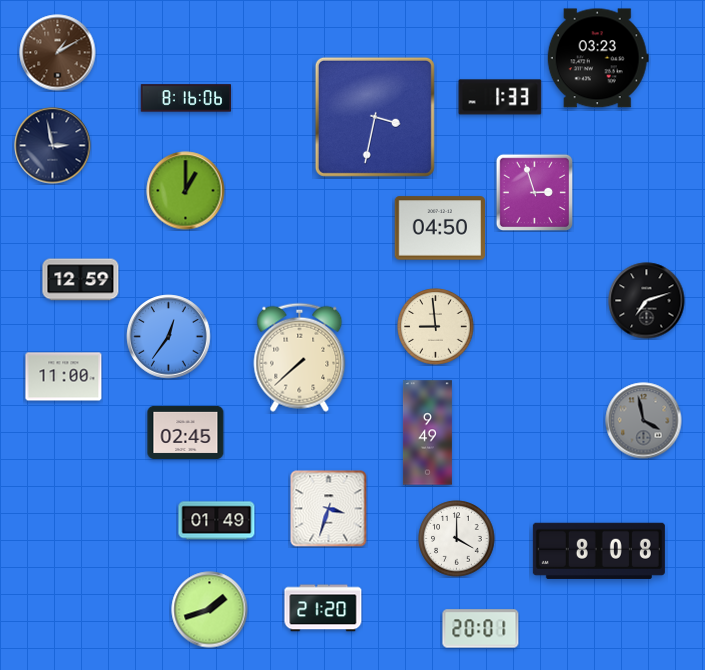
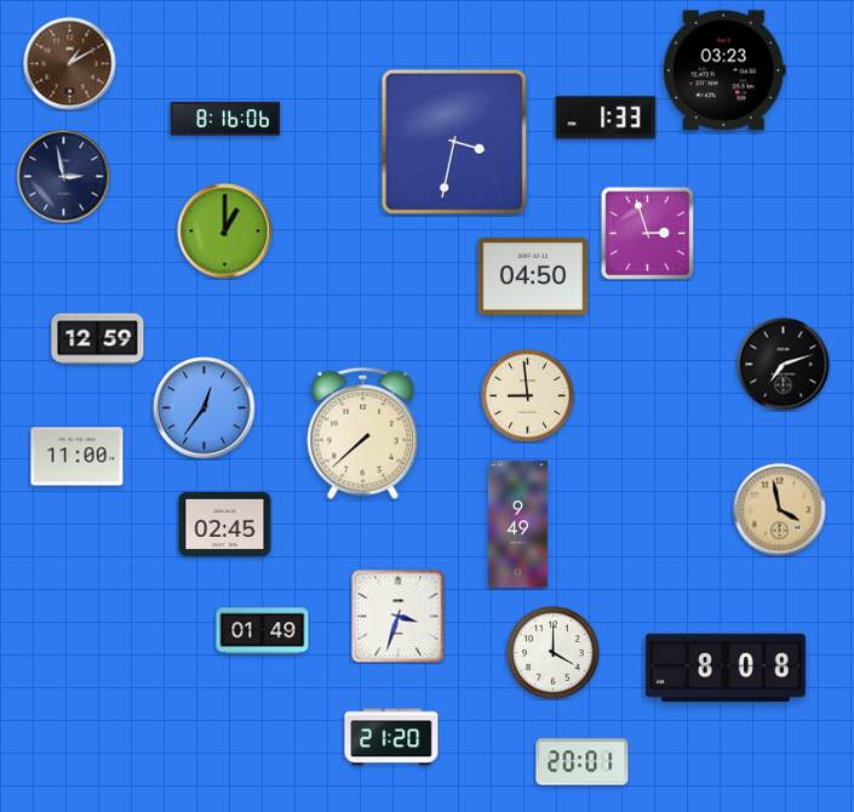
clock at (644, 421) dial: grey -> champagne
clock at (210, 610): 1:42 -> none
